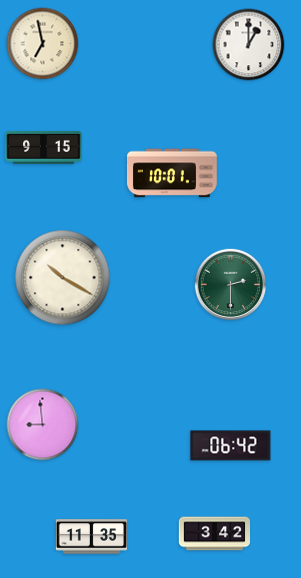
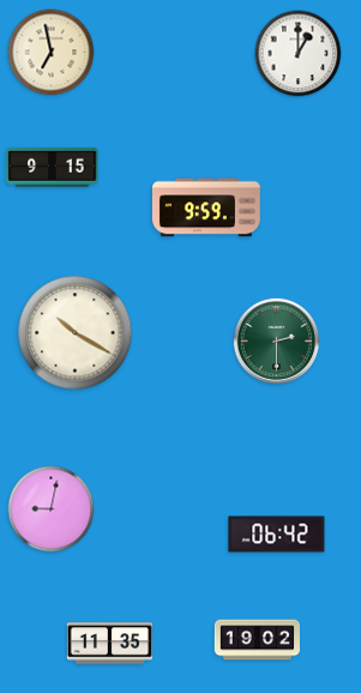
clock at (44, 147) position: (44, 147) -> (53, 167)
clock at (172, 173): 10:01 -> 9:59
clock at (43, 425): 8:59 -> 9:02
clock at (214, 534): 3:42 -> 19:02
